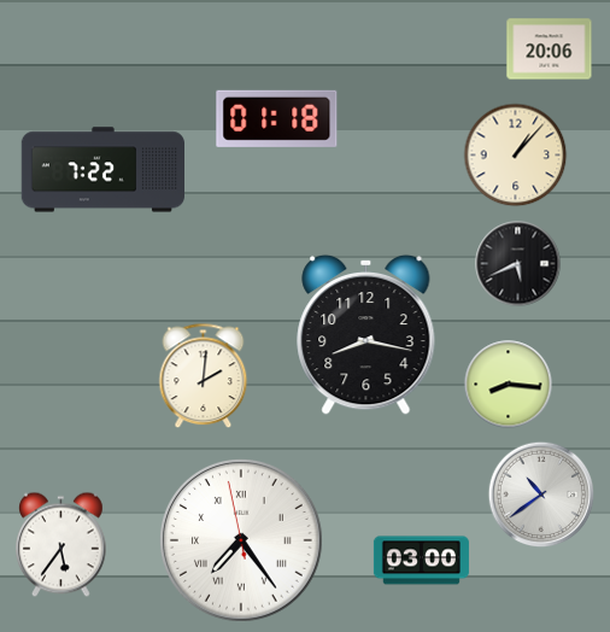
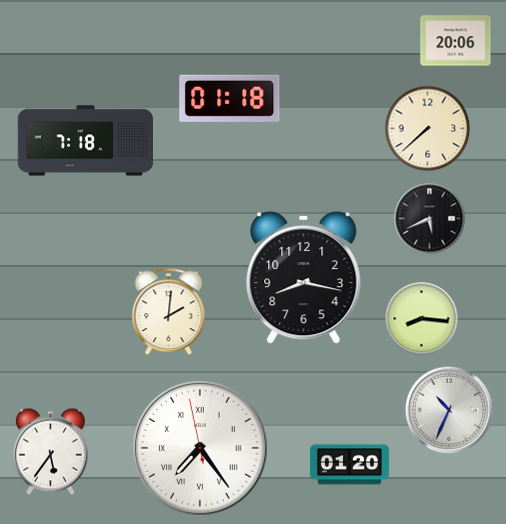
clock at (516, 156): 1:07 -> 7:38
clock at (102, 170): 7:22 -> 7:18
clock at (541, 495): 10:39 -> 10:34
clock at (421, 561): 03:00 -> 01:20
